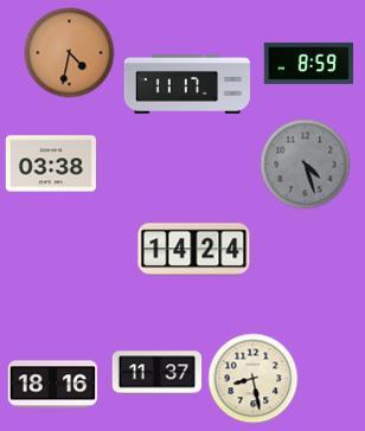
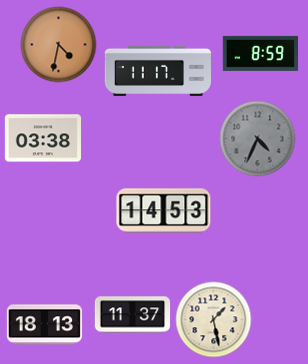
clock at (306, 165): 4:27 -> 4:34
clock at (194, 250): 14:24 -> 14:53
clock at (254, 379): 8:28 -> 1:28
clock at (53, 385): 18:16 -> 18:13
